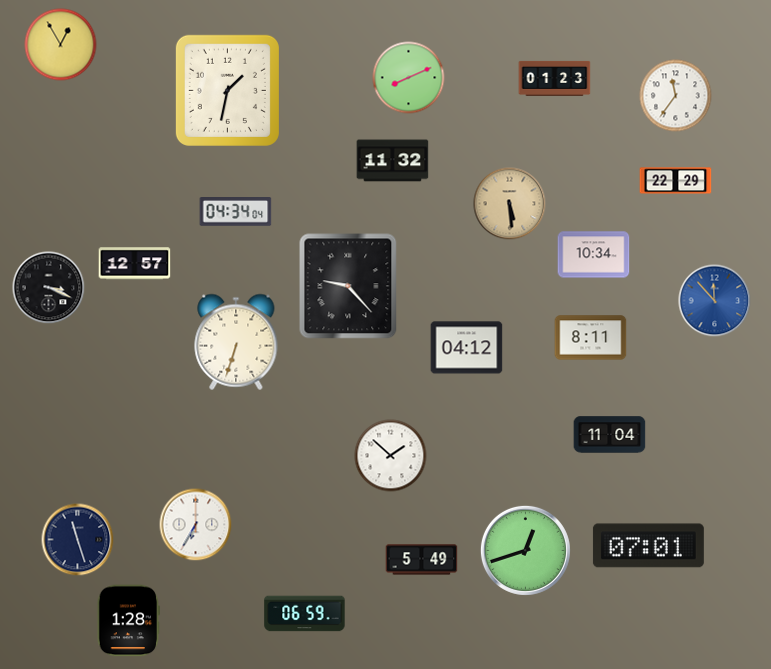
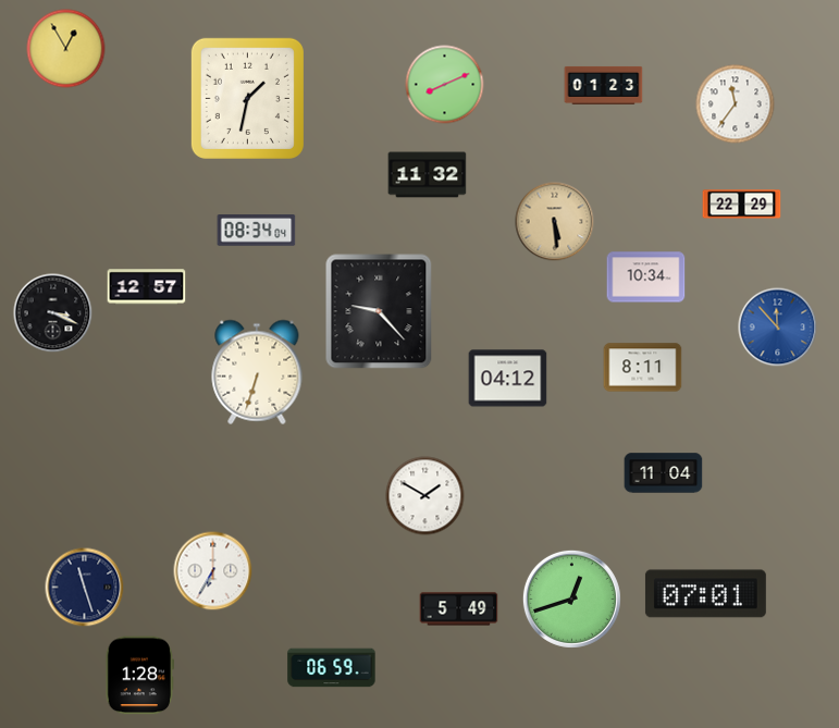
clock at (676, 181) position: (676, 181) -> (742, 205)
clock at (236, 212): 04:34 -> 08:34
clock at (391, 456): 1:52 -> 1:50
